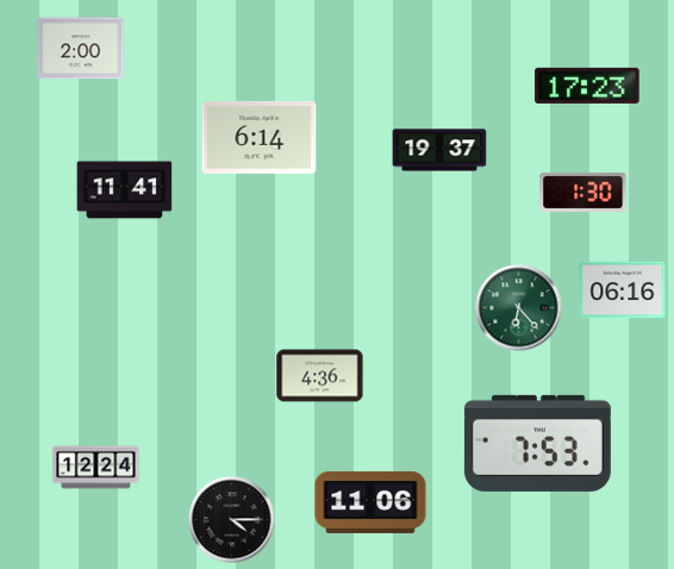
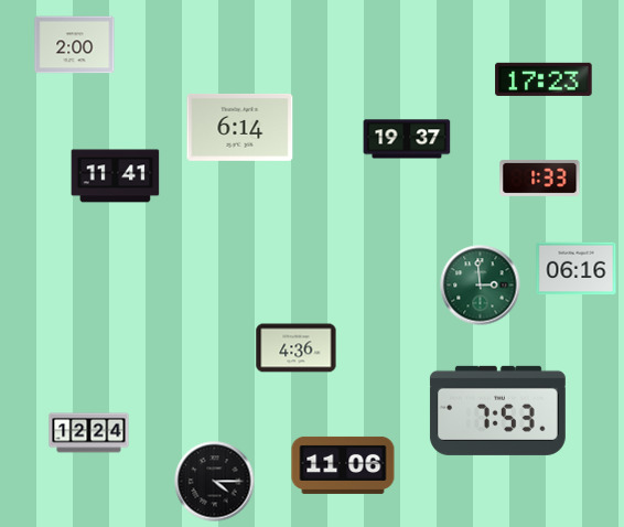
clock at (583, 192): 1:30 -> 1:33
clock at (519, 308): 6:23 -> 2:59
